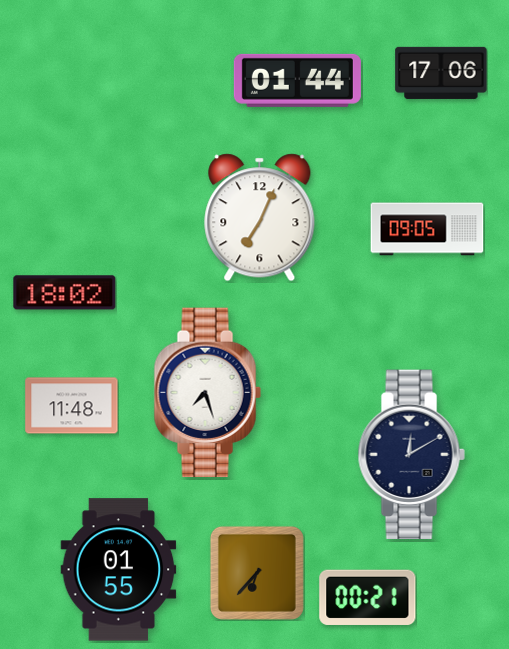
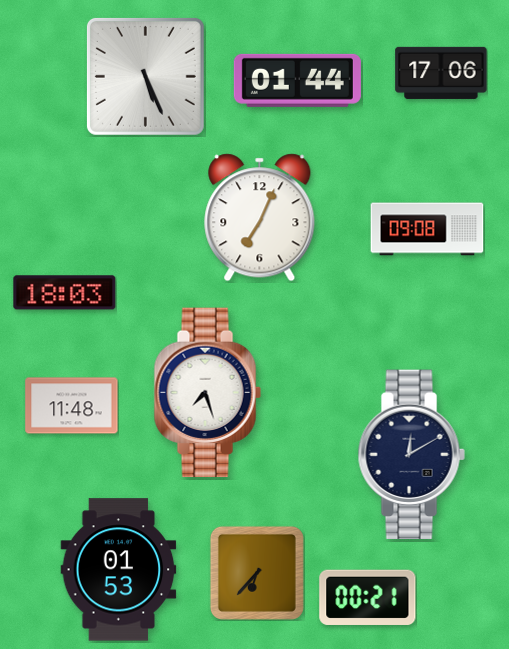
clock at (145, 76): none -> 5:26
clock at (427, 229): 09:05 -> 09:08
clock at (65, 293): 18:02 -> 18:03
clock at (119, 570): 01:55 -> 01:53
